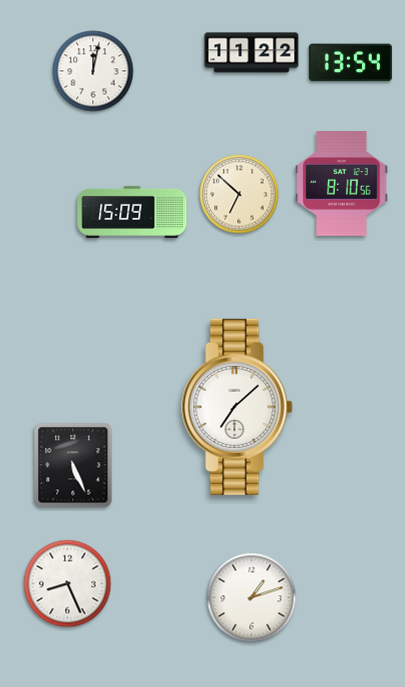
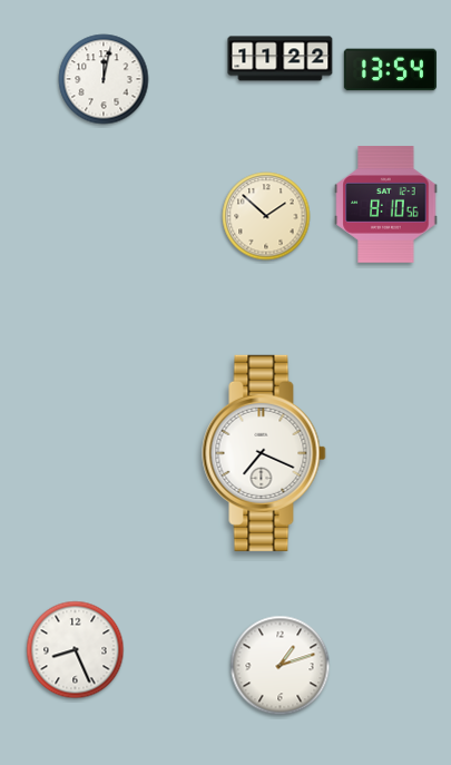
clock at (342, 184) position: (342, 184) -> (386, 205)
clock at (239, 194): 6:52 -> 1:52
clock at (132, 212): 15:09 -> none
clock at (237, 407): 7:08 -> 7:19
clock at (73, 465): 5:26 -> none
